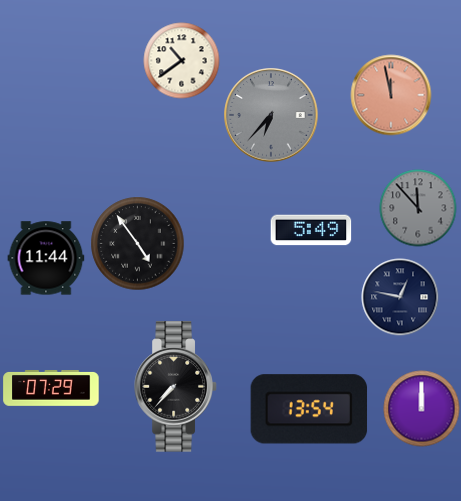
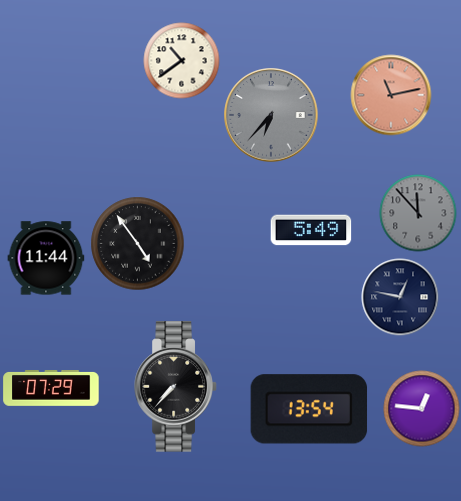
clock at (391, 95): 11:58 -> 11:13
clock at (418, 208) position: (418, 208) -> (418, 213)
clock at (422, 409): 12:00 -> 12:46
